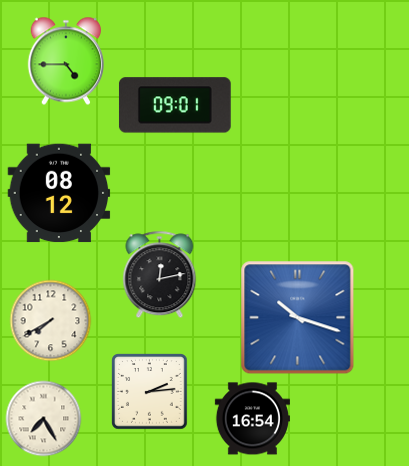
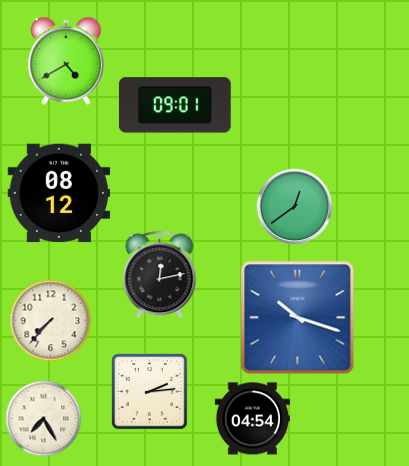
clock at (65, 61): 4:45 -> 4:40
clock at (295, 207): none -> 12:39
clock at (51, 321): 7:40 -> 7:37
clock at (252, 419): 16:54 -> 04:54
